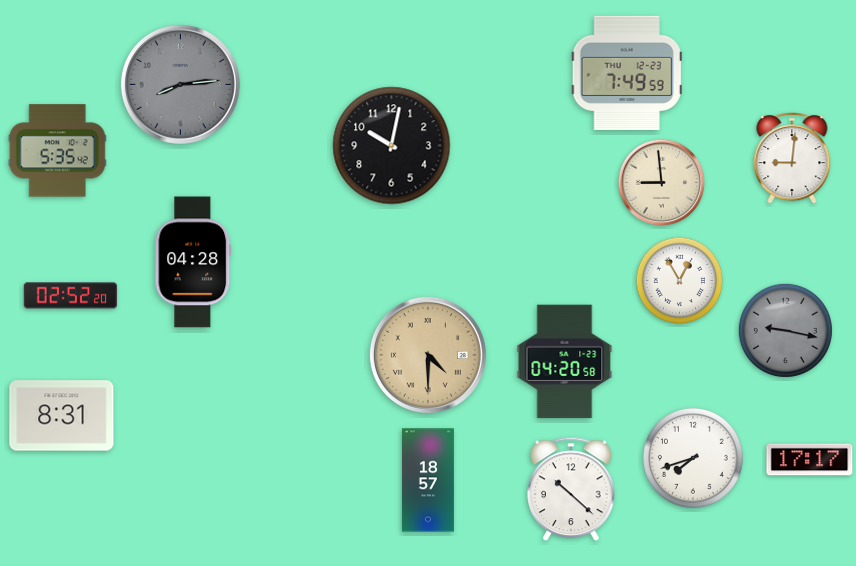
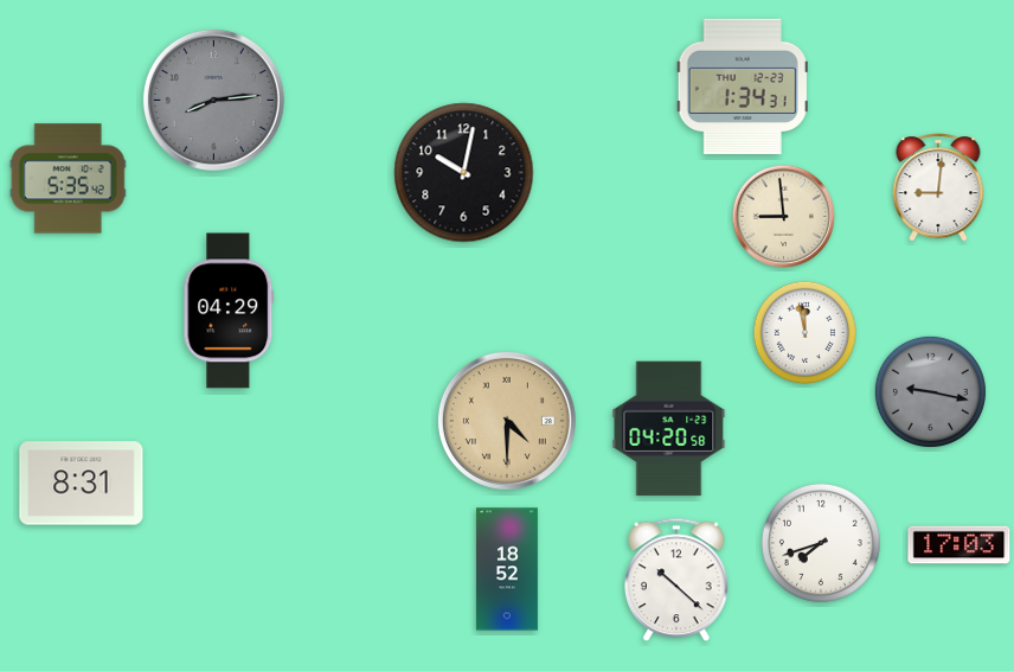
clock at (627, 72): 7:49 -> 1:34
clock at (193, 262): 04:28 -> 04:29
clock at (680, 281): 12:55 -> 11:58
clock at (71, 296): 02:52 -> none
clock at (62, 416) position: (62, 416) -> (82, 484)
clock at (810, 460): 17:17 -> 17:03
clock at (428, 480): 18:57 -> 18:52
